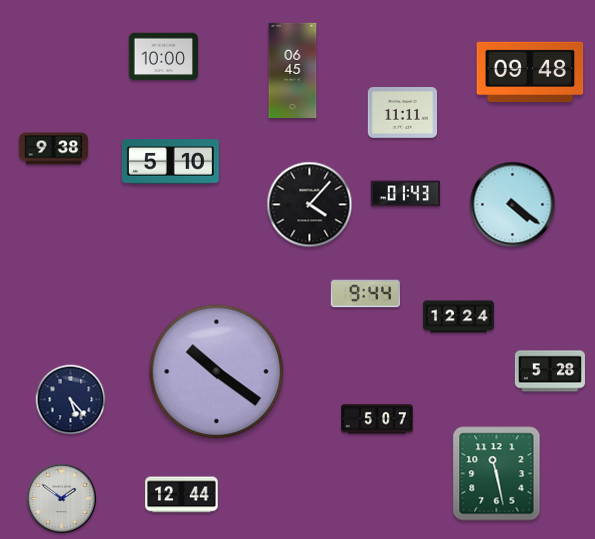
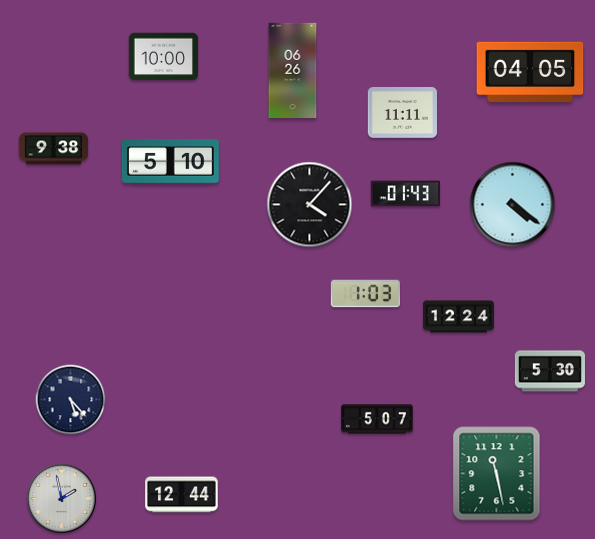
clock at (293, 70): 06:45 -> 06:26
clock at (530, 72): 09:48 -> 04:05
clock at (366, 294): 9:44 -> 1:03
clock at (550, 371): 5:28 -> 5:30
clock at (217, 372): 10:21 -> none
clock at (61, 498): 1:51 -> 1:58
